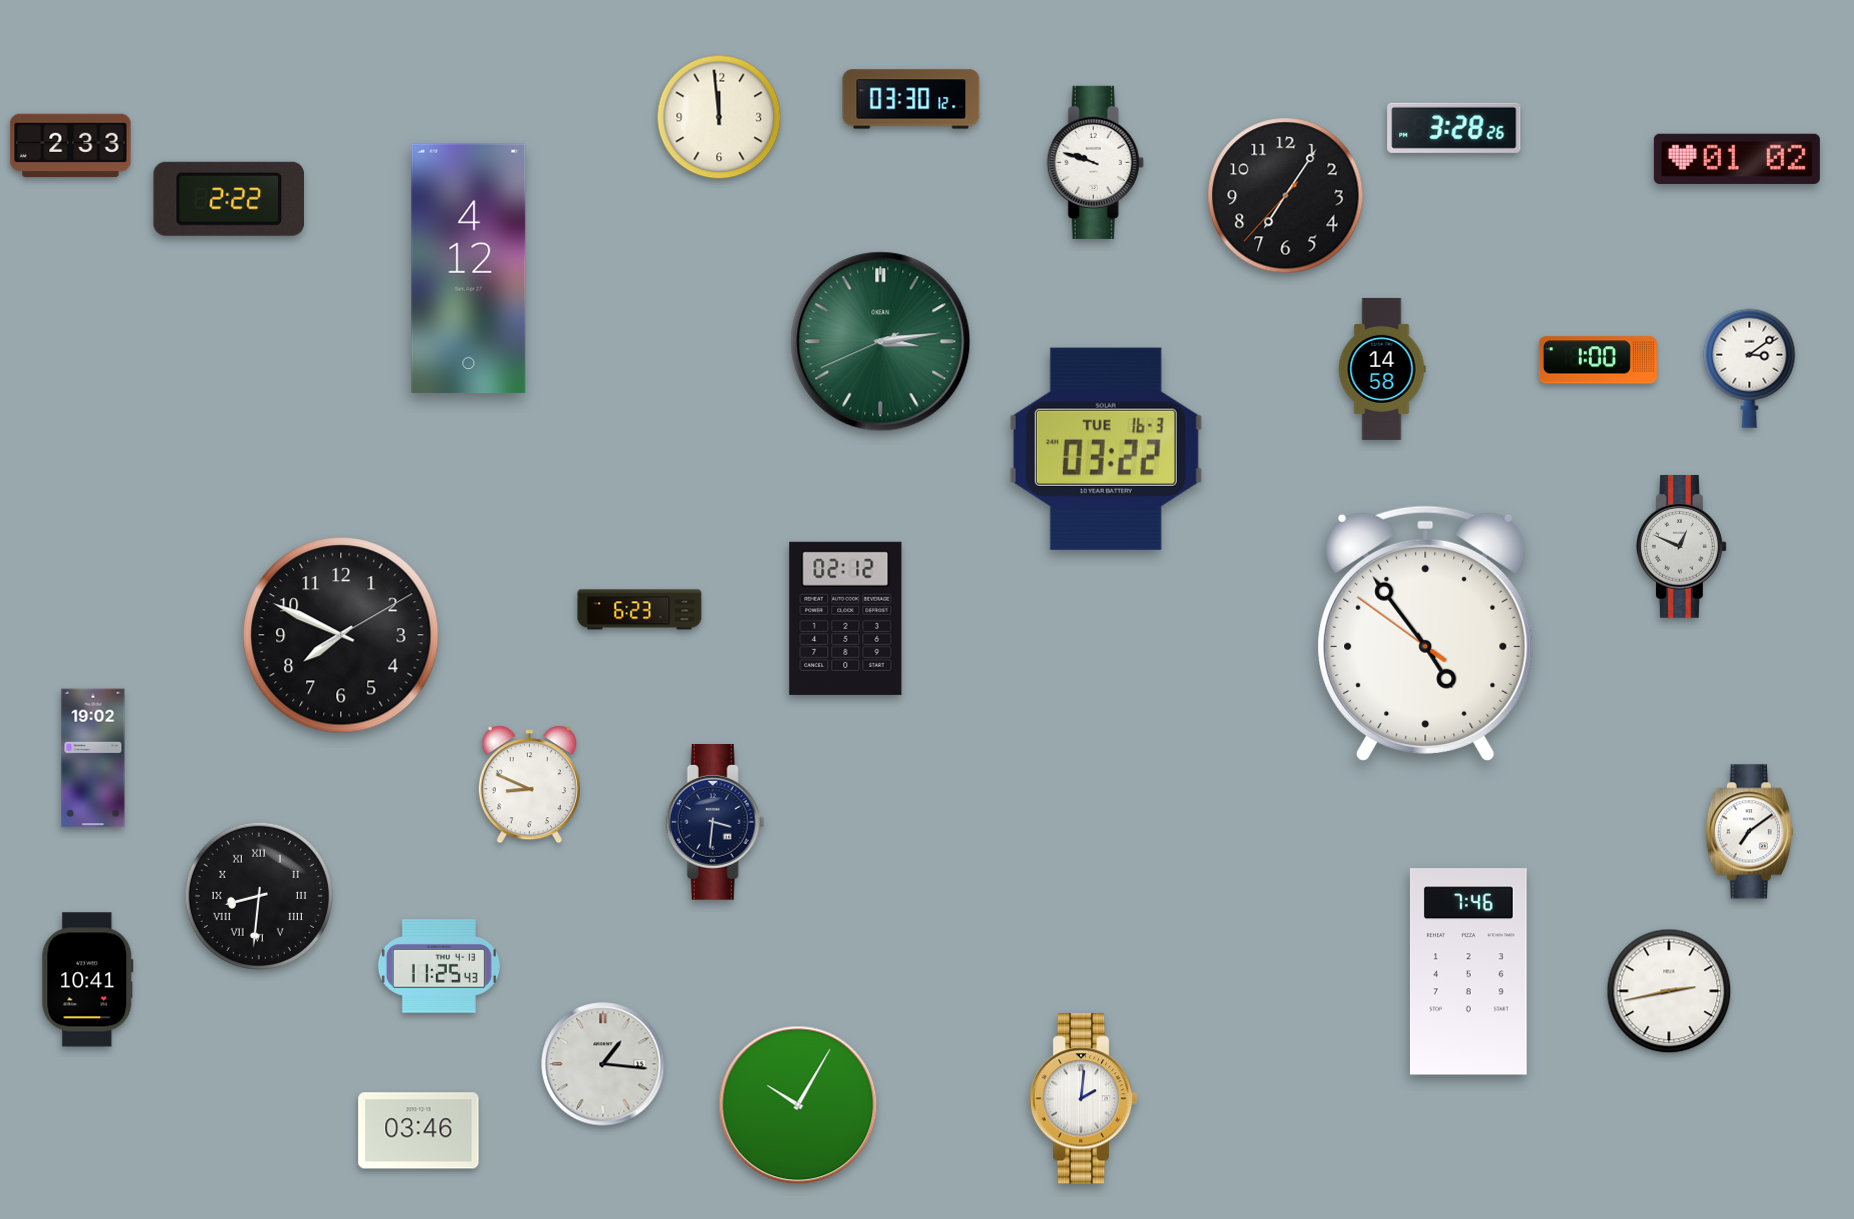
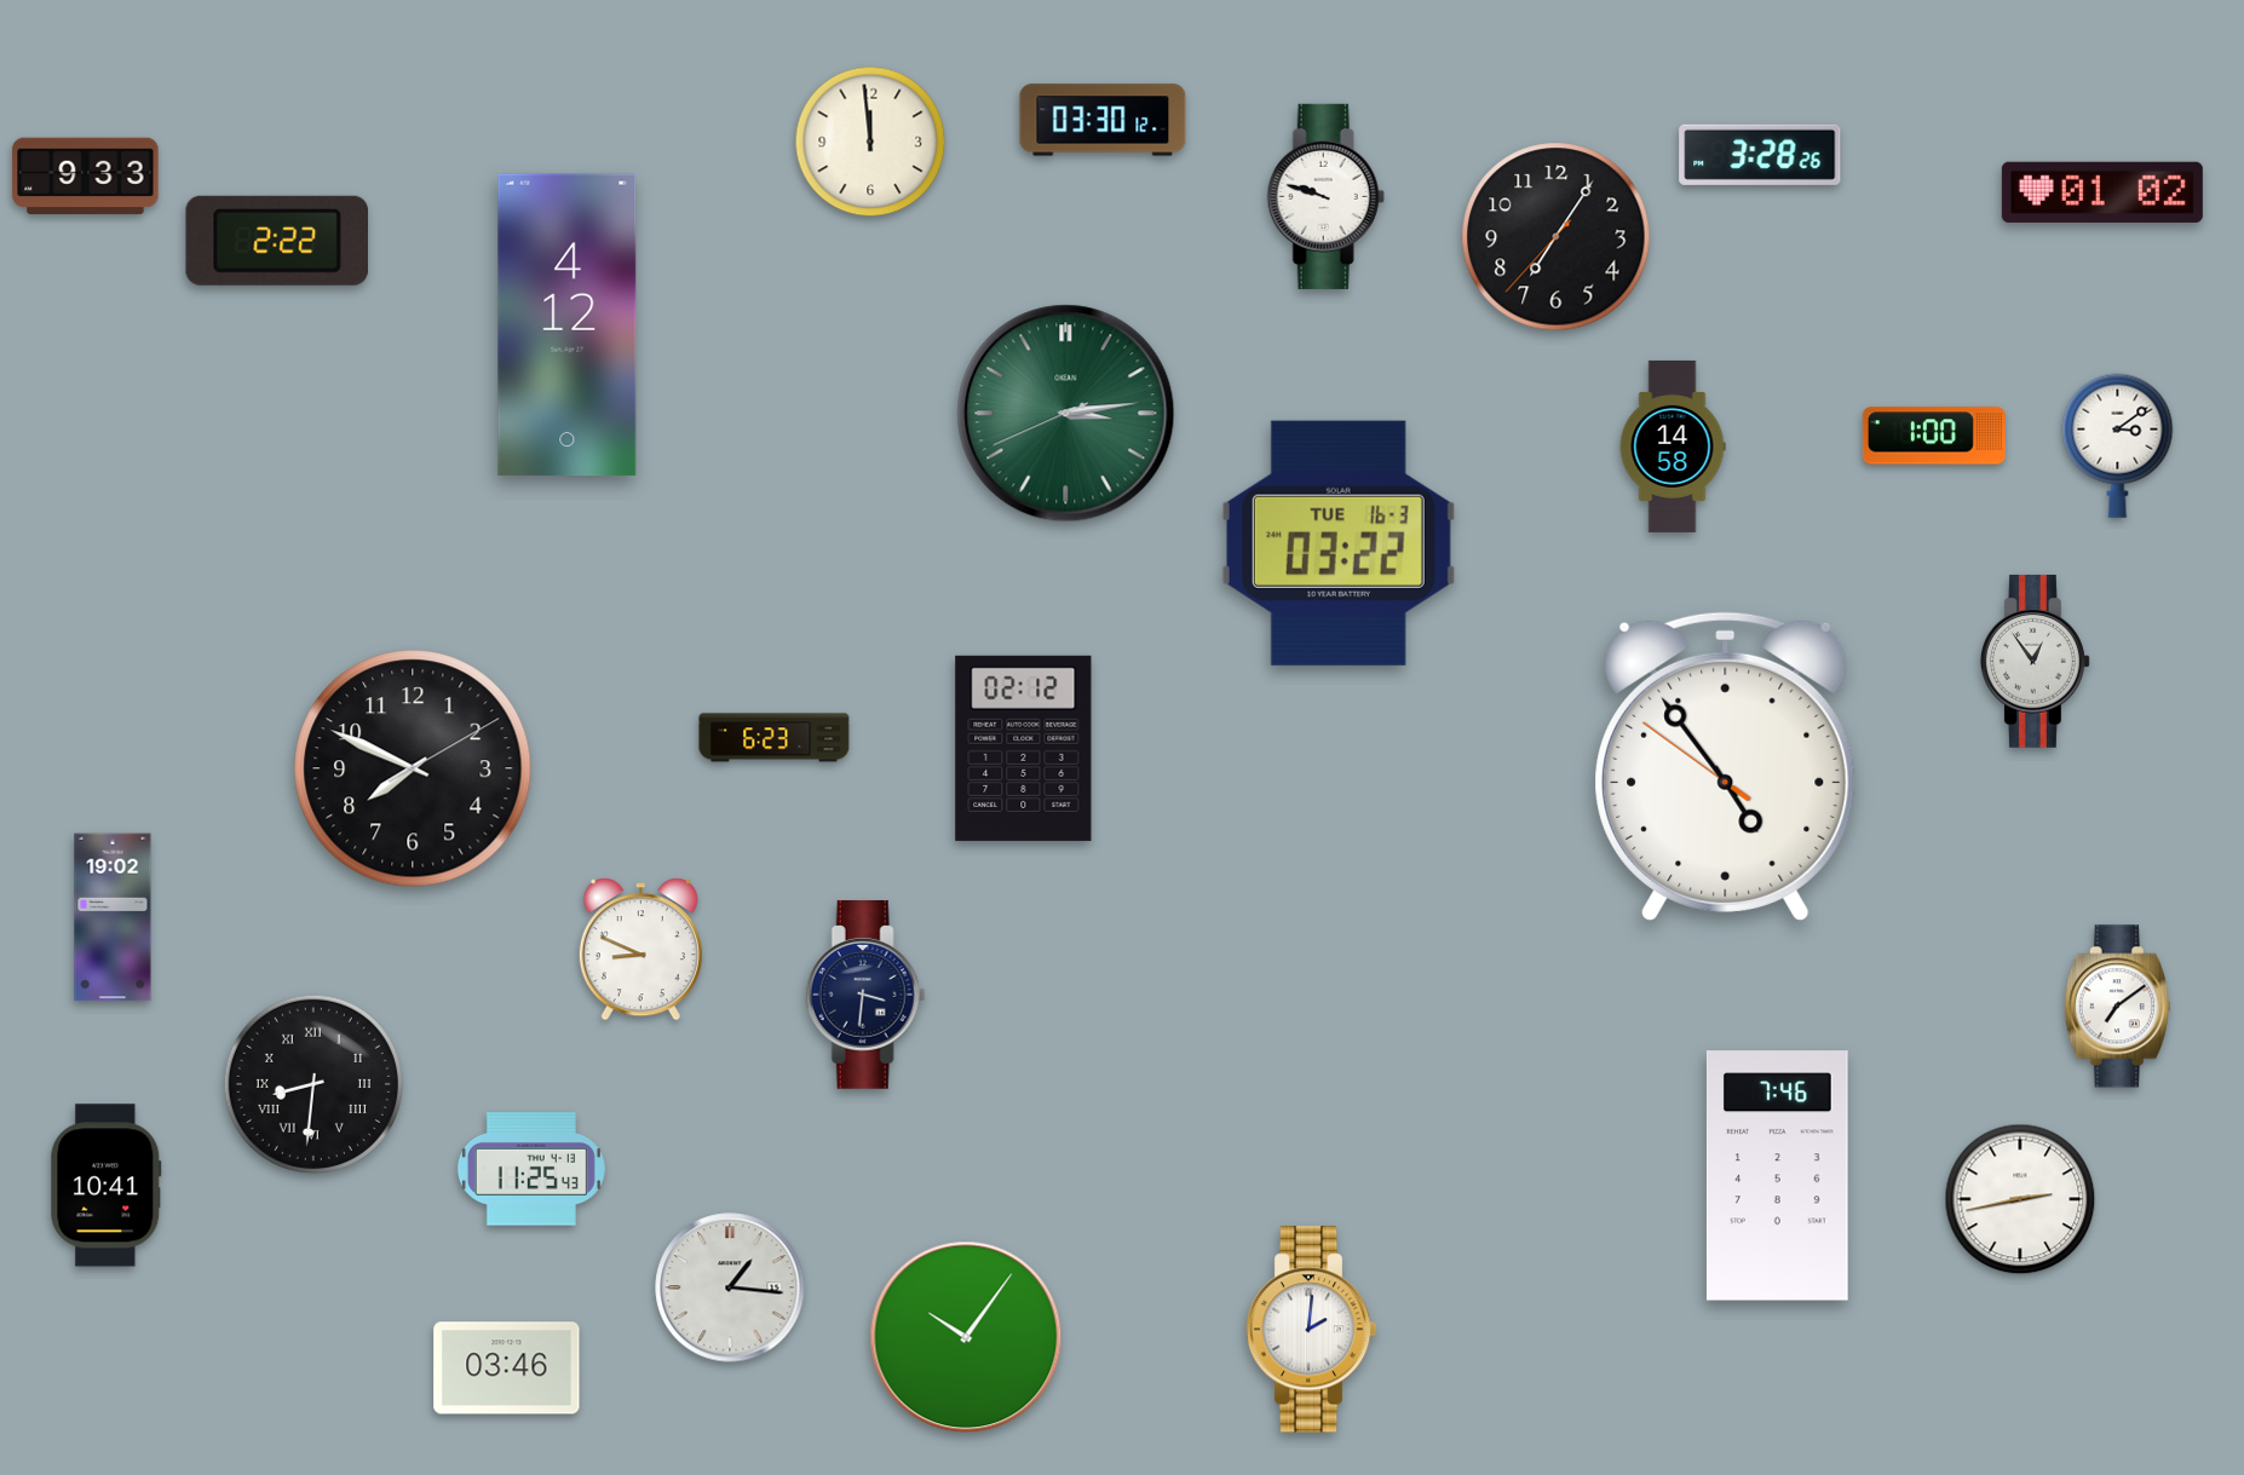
clock at (71, 146): 2:33 -> 9:33
clock at (1681, 546): 12:49 -> 12:54
clock at (798, 1105): 10:05 -> 10:06
